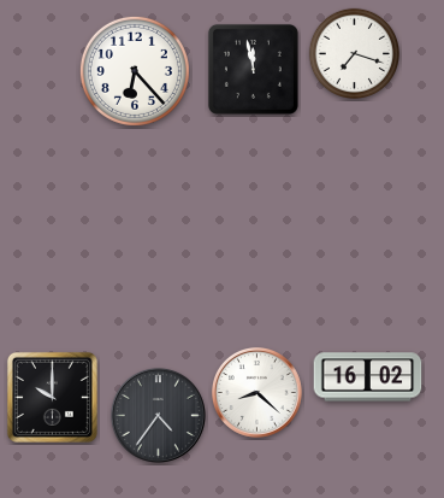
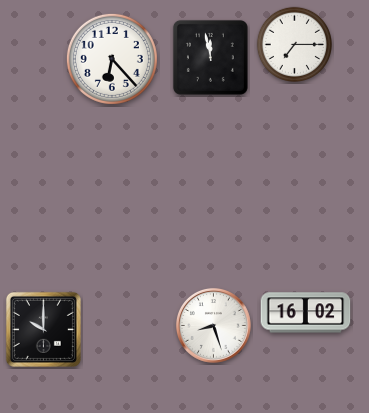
clock at (354, 53): 7:18 -> 7:15
clock at (257, 393): 8:22 -> 8:27
clock at (158, 415): 4:36 -> none
